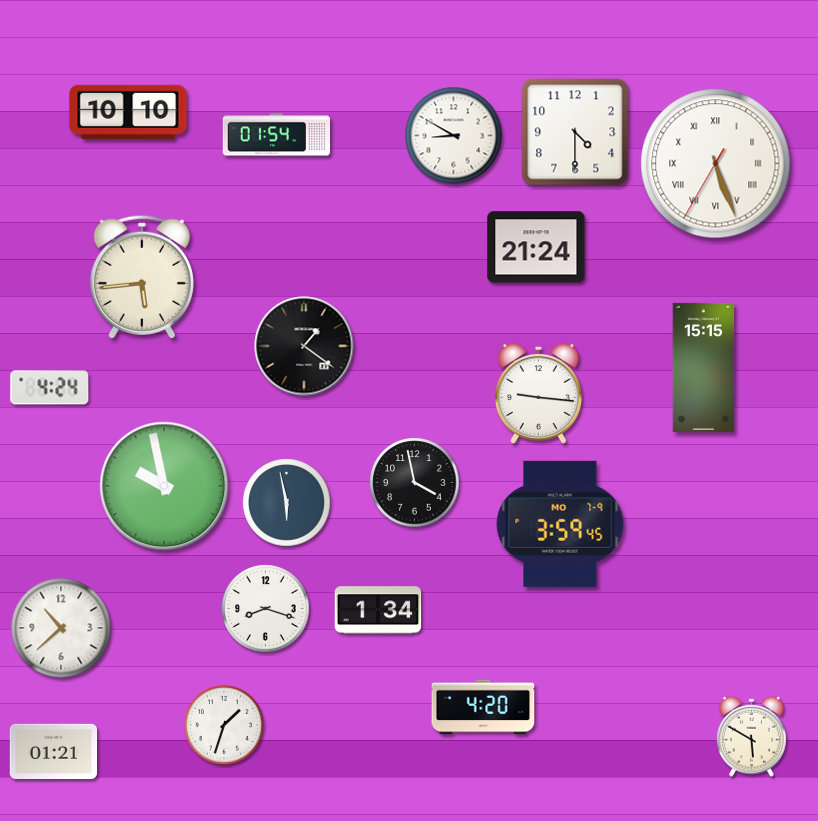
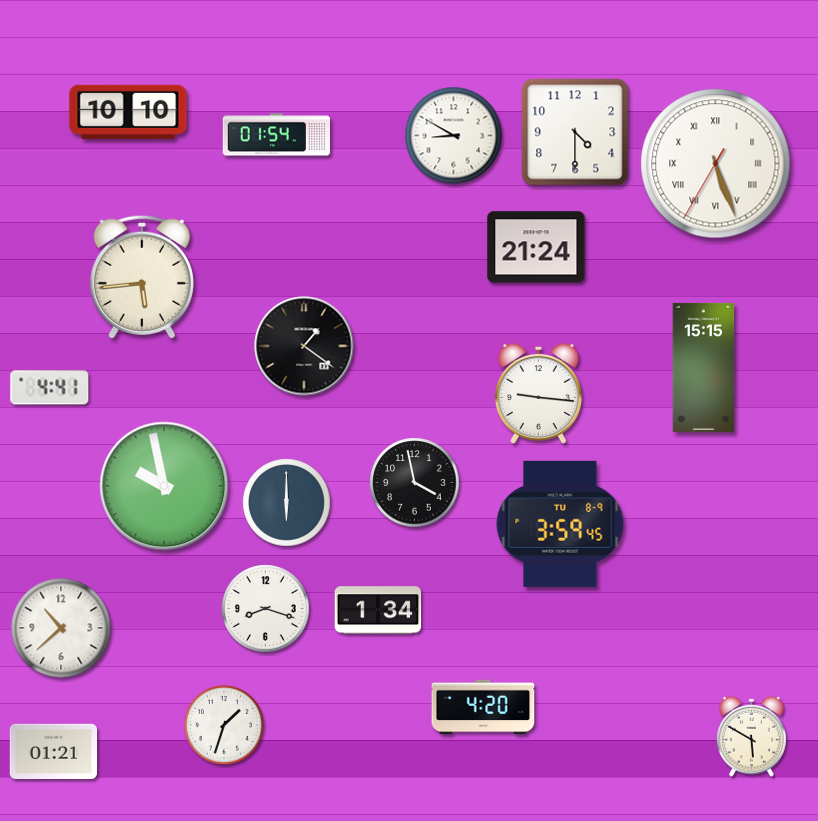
clock at (50, 388): 4:24 -> 4:41
clock at (287, 503): 5:58 -> 6:00
clock at (560, 524) date: MO 7-9 -> TU 8-9
